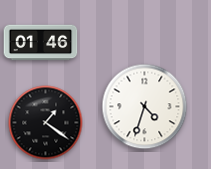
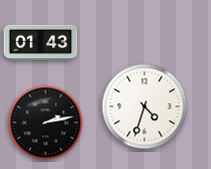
clock at (41, 43): 01:46 -> 01:43
clock at (46, 123): 1:21 -> 2:13
